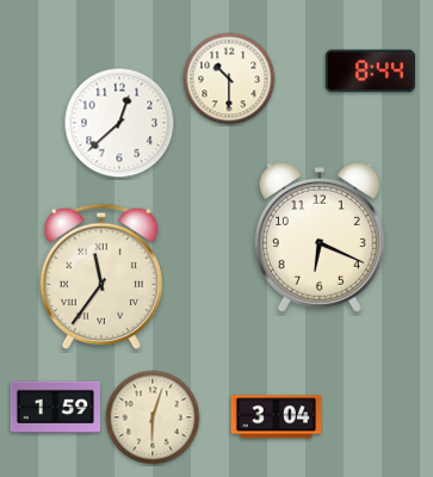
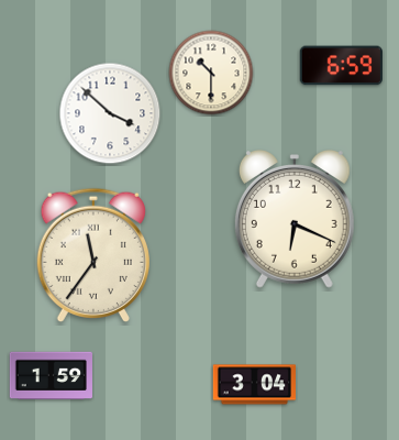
clock at (370, 72): 8:44 -> 6:59
clock at (119, 123): 12:38 -> 3:52
clock at (153, 417): 6:03 -> none
